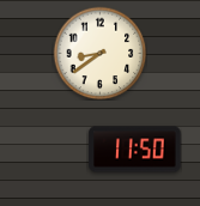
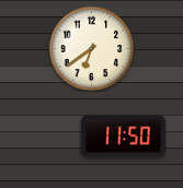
clock at (99, 53): 8:39 -> 6:39
